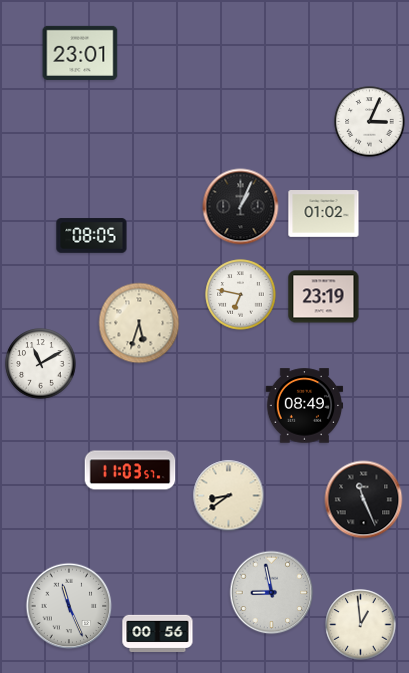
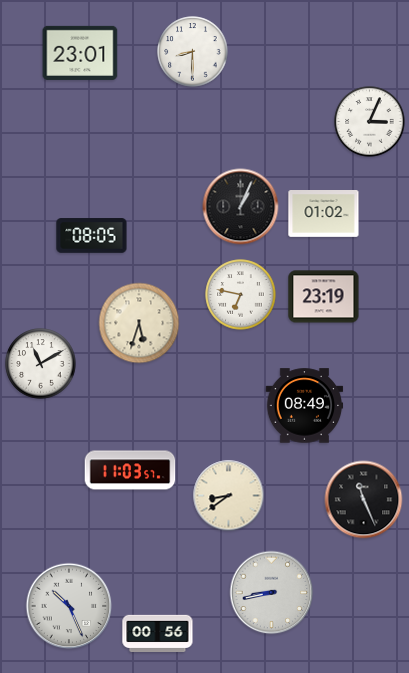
clock at (193, 52): none -> 8:30
clock at (272, 593): 8:58 -> 8:43
clock at (69, 606): 11:26 -> 10:26
clock at (361, 625): 12:59 -> none
